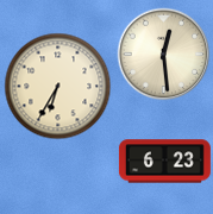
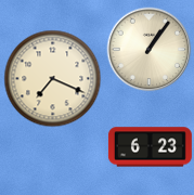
clock at (163, 53): 12:29 -> 1:06
clock at (57, 86): 6:35 -> 7:19
